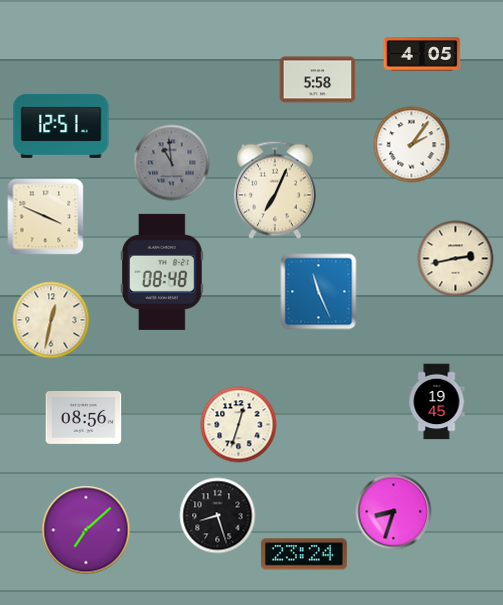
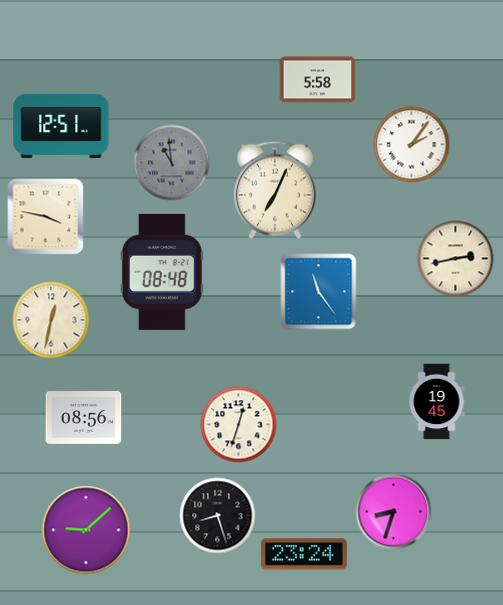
clock at (422, 54): 4:05 -> none
clock at (46, 217): 3:49 -> 3:47
clock at (319, 292): 11:26 -> 11:24
clock at (86, 530): 7:08 -> 9:08
